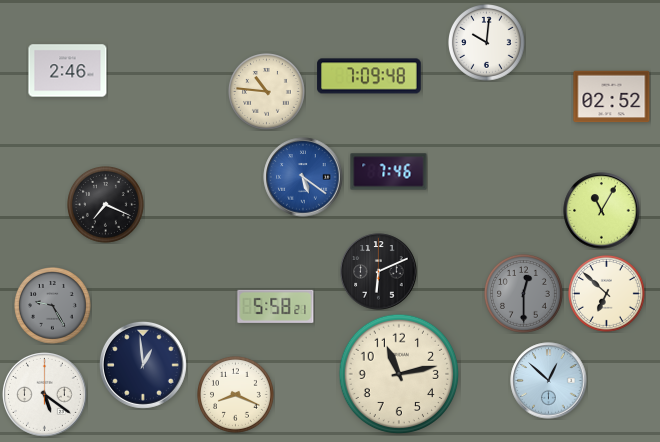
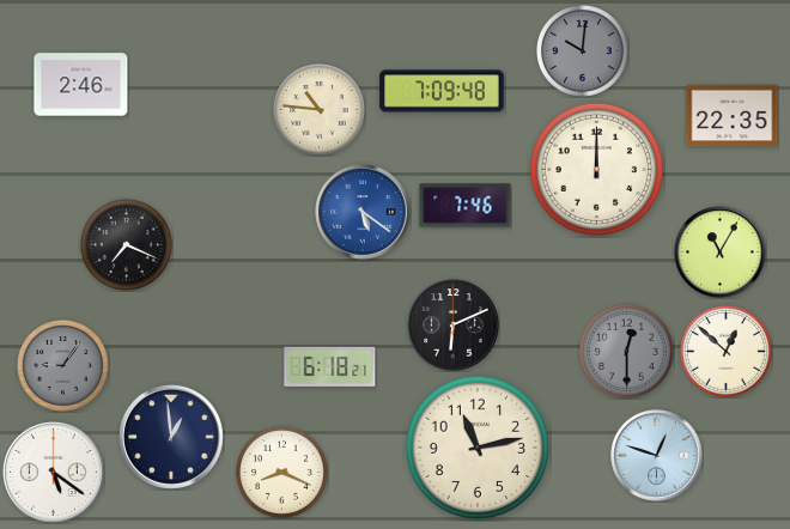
clock at (487, 43) dial: white -> grey
clock at (612, 97): 02:52 -> 22:35
clock at (596, 169): none -> 12:00
clock at (607, 294): 6:52 -> 12:52
clock at (53, 306): 9:25 -> 9:06
clock at (276, 306): 5:58 -> 6:18
clock at (549, 381): 12:52 -> 12:48
